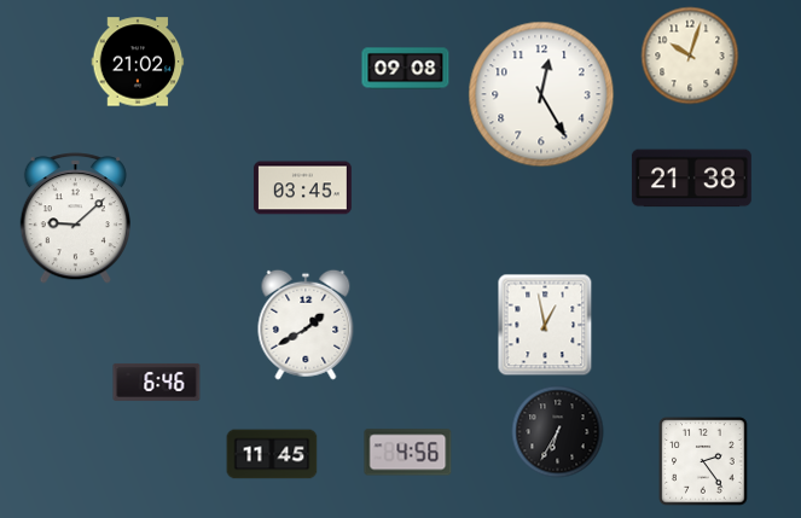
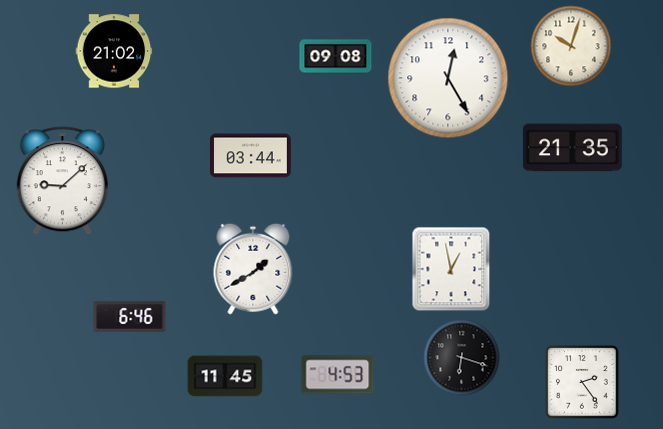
clock at (691, 179): 21:38 -> 21:35
clock at (302, 188): 03:45 -> 03:44
clock at (558, 432): 6:35 -> 6:18
clock at (408, 453): 4:56 -> 4:53
